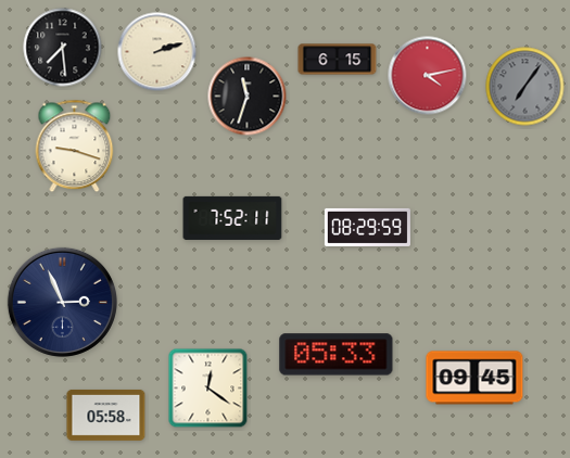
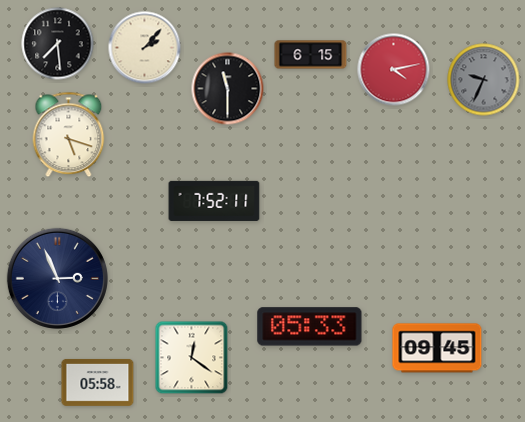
clock at (157, 52): 2:12 -> 2:07
clock at (525, 87): 7:06 -> 9:34
clock at (248, 97): 11:33 -> 11:30
clock at (75, 147): 9:18 -> 5:18
clock at (367, 227): 08:29 -> none
